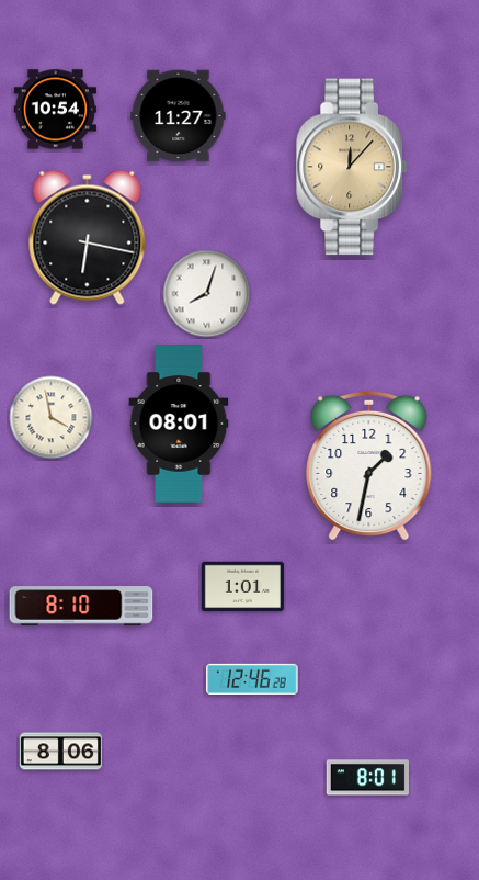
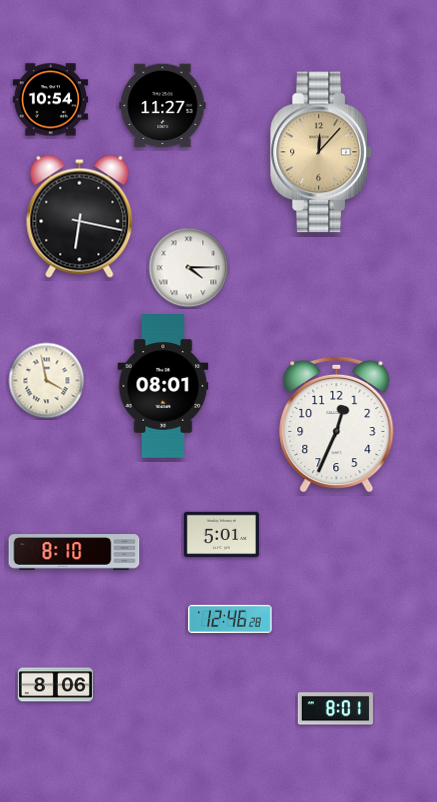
clock at (207, 294): 8:03 -> 4:15
clock at (369, 465): 1:32 -> 12:34
clock at (242, 586): 1:01 -> 5:01
